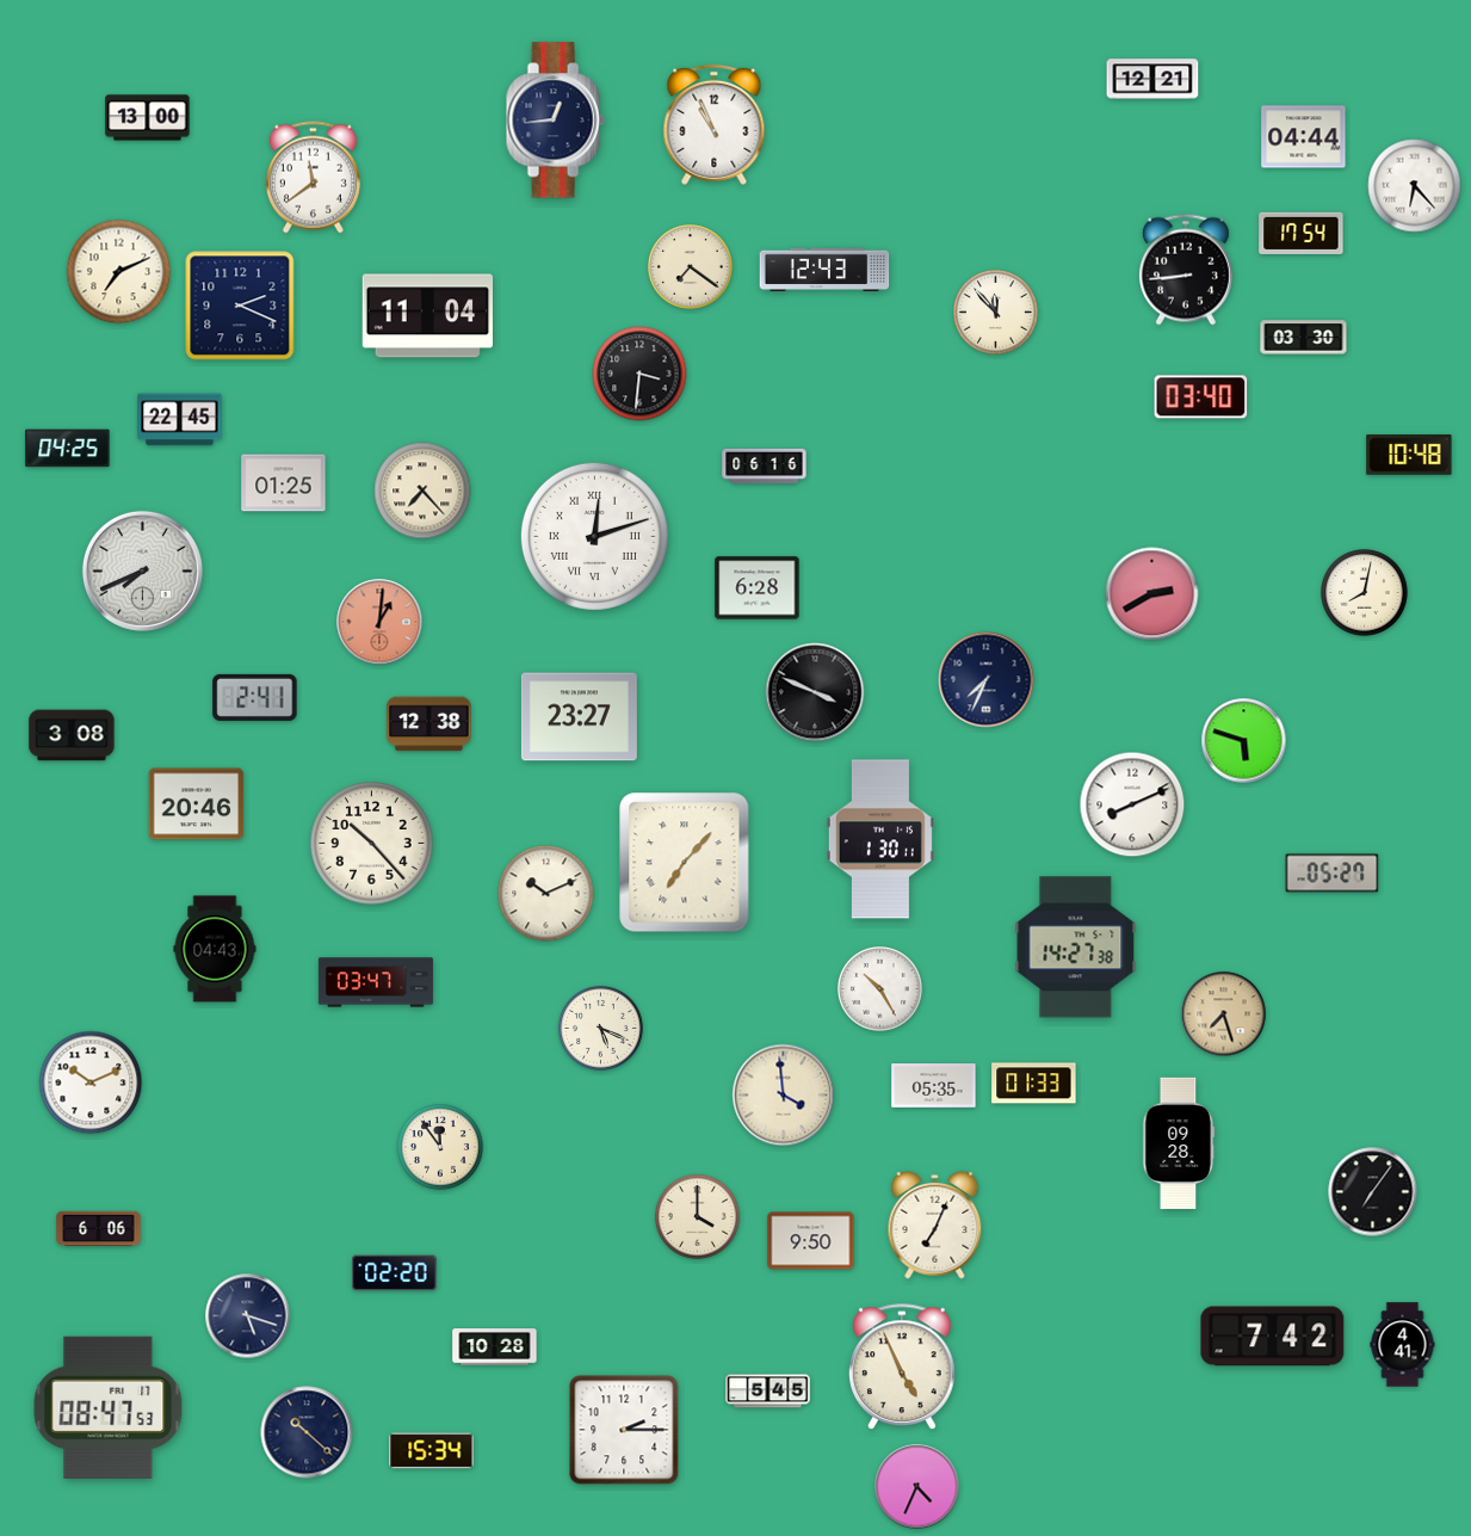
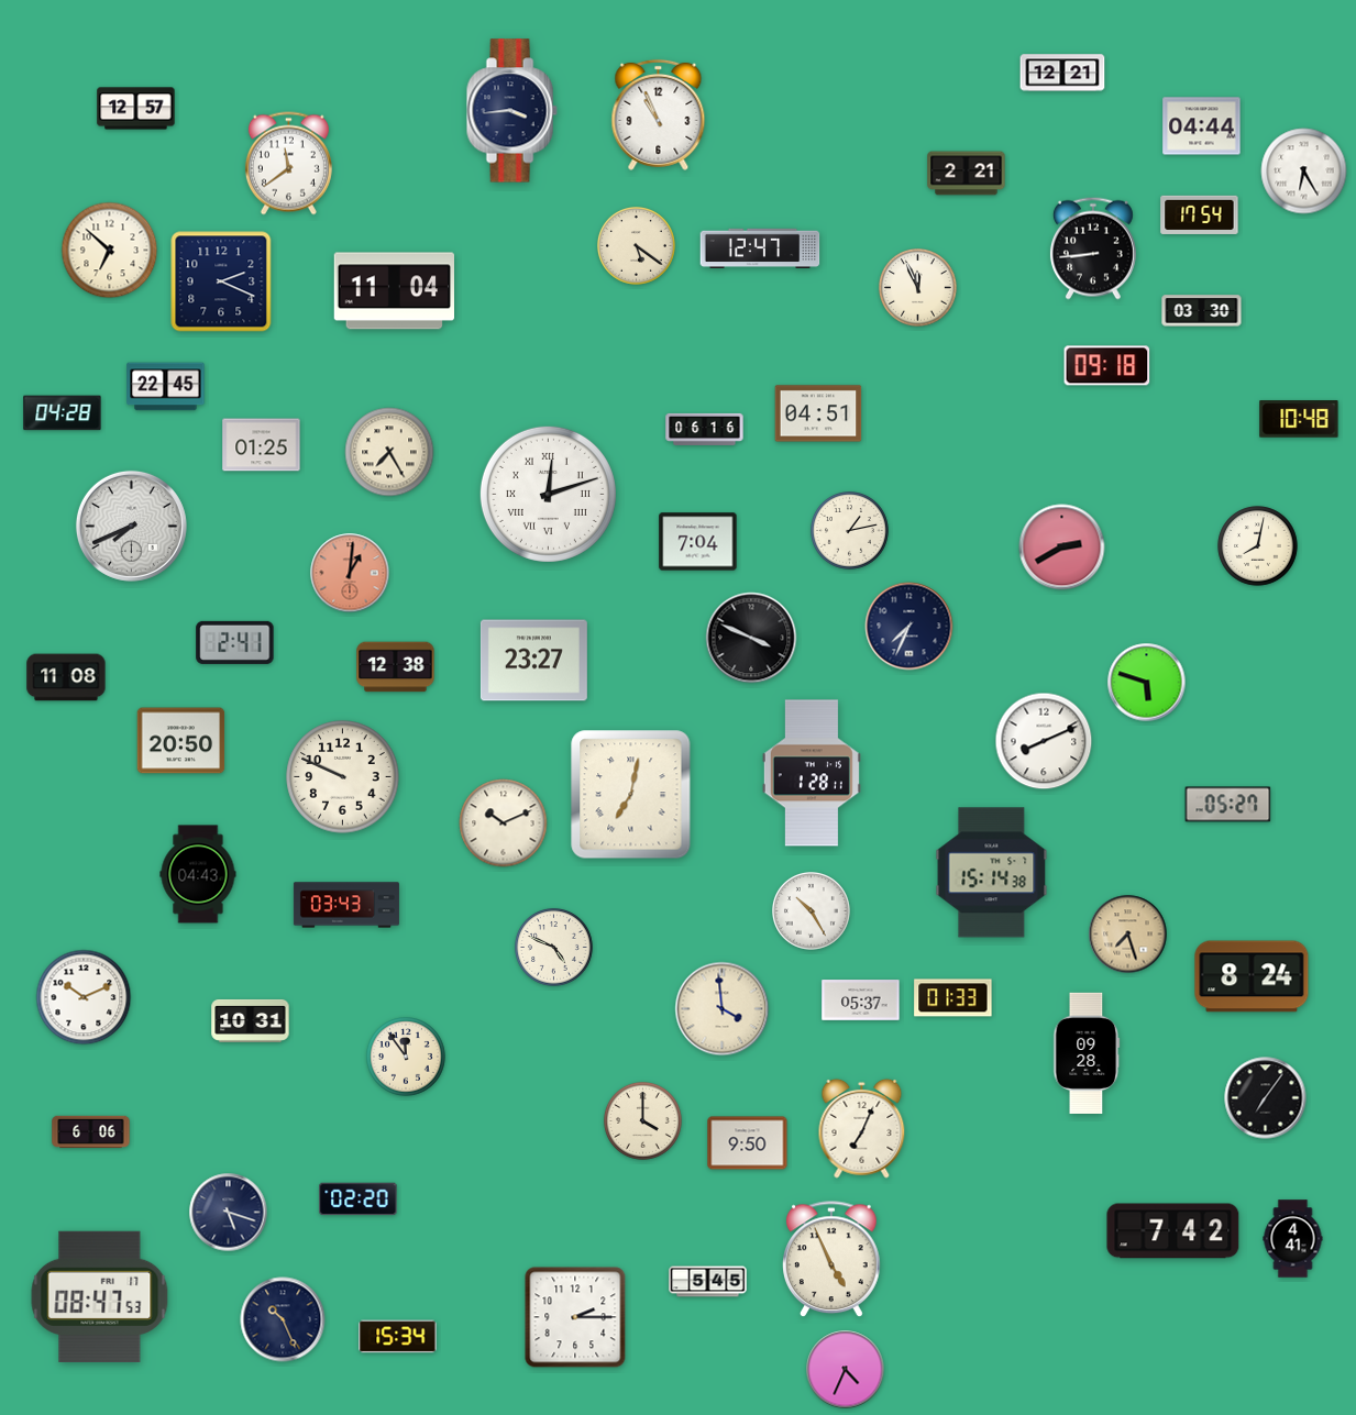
clock at (148, 118): 13:00 -> 12:57
clock at (555, 121): 12:44 -> 3:44
clock at (1415, 186): 6:23 -> 6:25
clock at (967, 174): none -> 2:21
clock at (691, 267): 7:21 -> 5:21
clock at (824, 269): 12:43 -> 12:47
clock at (119, 272): 7:11 -> 6:52
clock at (996, 313): 11:53 -> 11:56
clock at (639, 374): 3:31 -> none
clock at (1201, 397): 03:40 -> 09:18
clock at (68, 449): 04:25 -> 04:28
clock at (818, 413): none -> 04:51
clock at (422, 491): 7:23 -> 7:25
clock at (850, 531): none -> 1:13
clock at (758, 588): 6:28 -> 7:04
clock at (72, 735): 3:08 -> 11:08
clock at (197, 804): 20:46 -> 20:50
clock at (880, 839): 1:30 -> 1:28
clock at (372, 844): 10:23 -> 9:49
clock at (685, 863): 7:07 -> 7:02
clock at (1076, 948): 14:27 -> 15:14
clock at (376, 982): 03:47 -> 03:43
clock at (601, 1029): 5:19 -> 4:49
clock at (1252, 976): none -> 8:24
clock at (934, 1086): 05:35 -> 05:37
clock at (251, 1020): none -> 10:31
clock at (395, 1273) position: (395, 1273) -> (359, 1200)
clock at (495, 1347): 10:28 -> none
clock at (307, 1432): 10:22 -> 10:26
